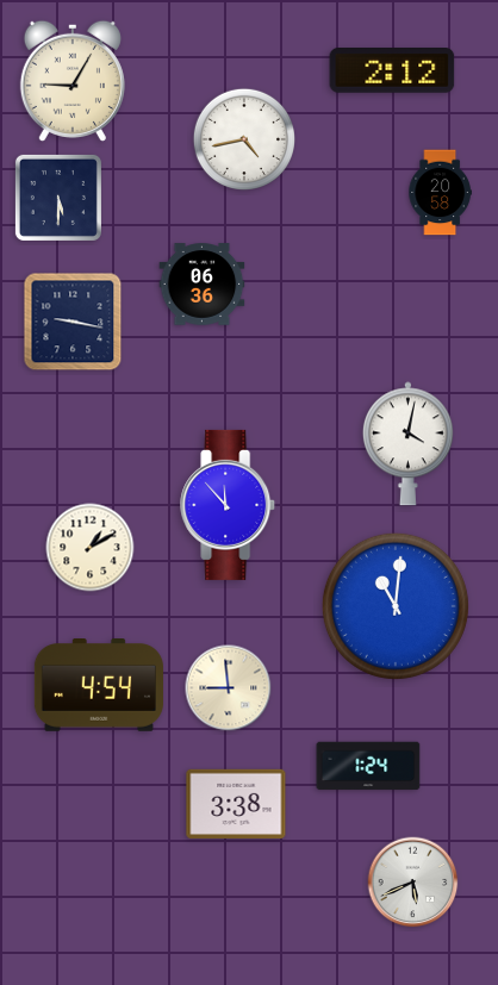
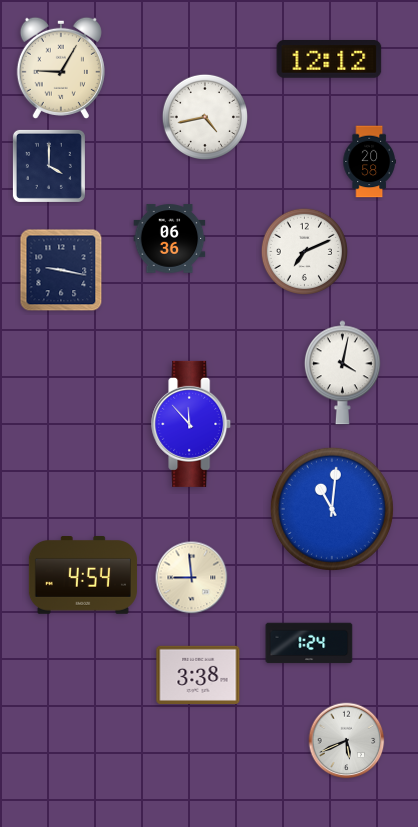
clock at (392, 71): 2:12 -> 12:12
clock at (58, 198): 5:30 -> 4:00
clock at (304, 251): none -> 7:11
clock at (91, 548): 1:10 -> none
